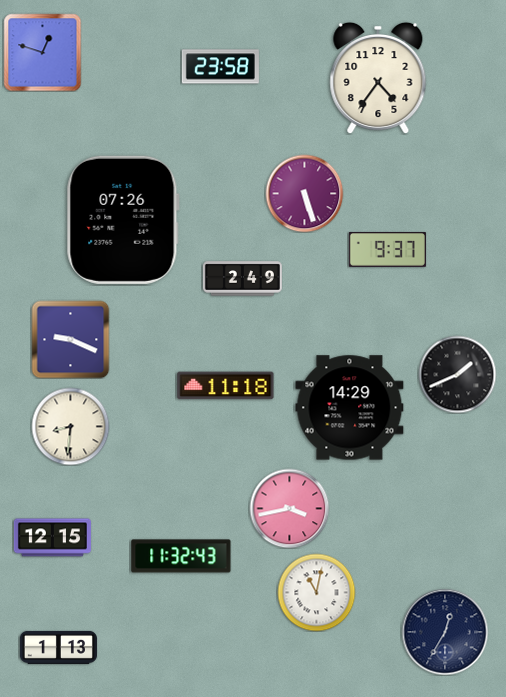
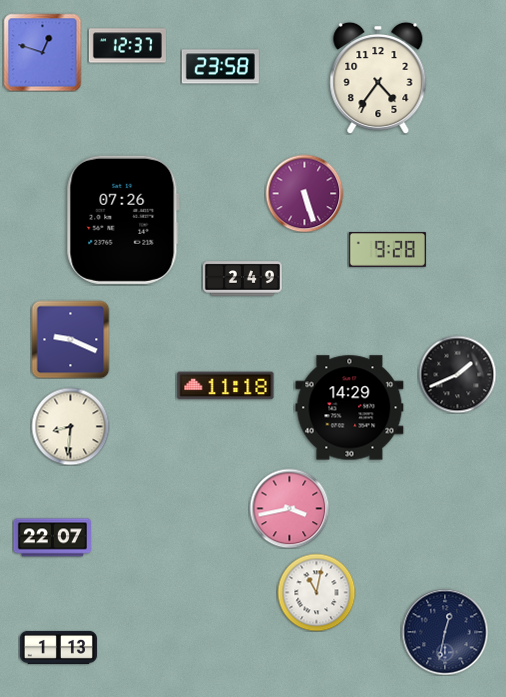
clock at (127, 46): none -> 12:37
clock at (387, 250): 9:37 -> 9:28
clock at (52, 538): 12:15 -> 22:07
clock at (181, 556): 11:32 -> none
clock at (445, 632): 12:35 -> 12:32
